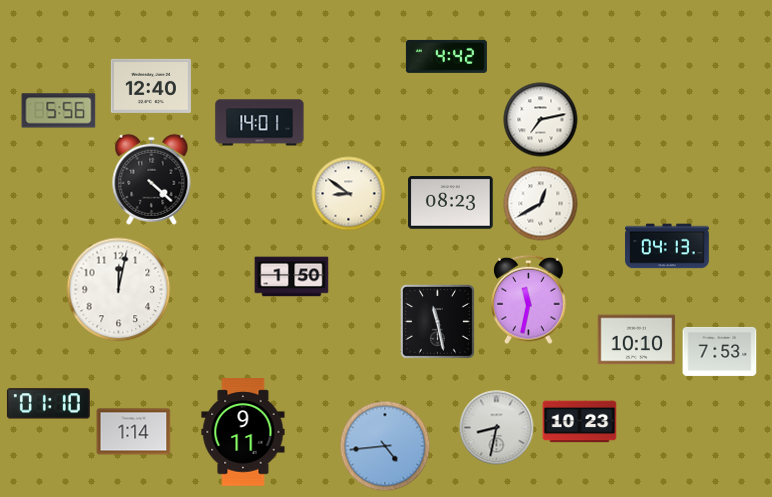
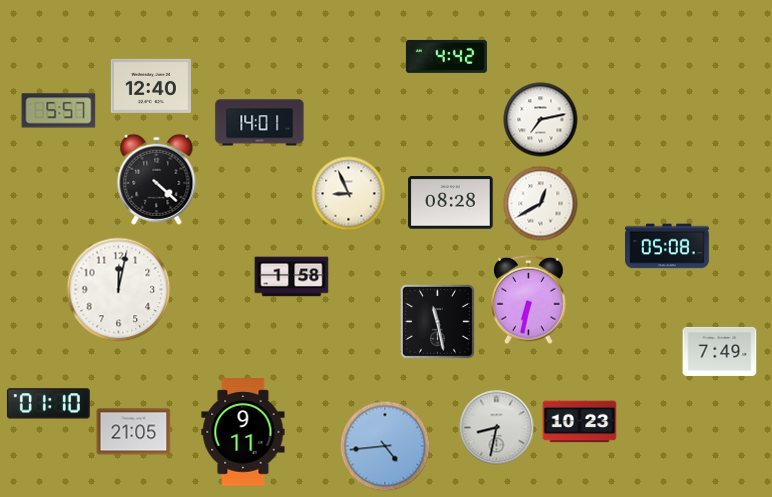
clock at (59, 111): 5:56 -> 5:57
clock at (152, 179) position: (152, 179) -> (157, 179)
clock at (349, 194): 8:51 -> 8:56
clock at (451, 203): 08:23 -> 08:28
clock at (667, 246): 04:13 -> 05:08
clock at (292, 277): 1:50 -> 1:58
clock at (529, 300): 11:32 -> 6:32
clock at (637, 340): 10:10 -> none
clock at (720, 351): 7:53 -> 7:49
clock at (134, 432): 1:14 -> 21:05
